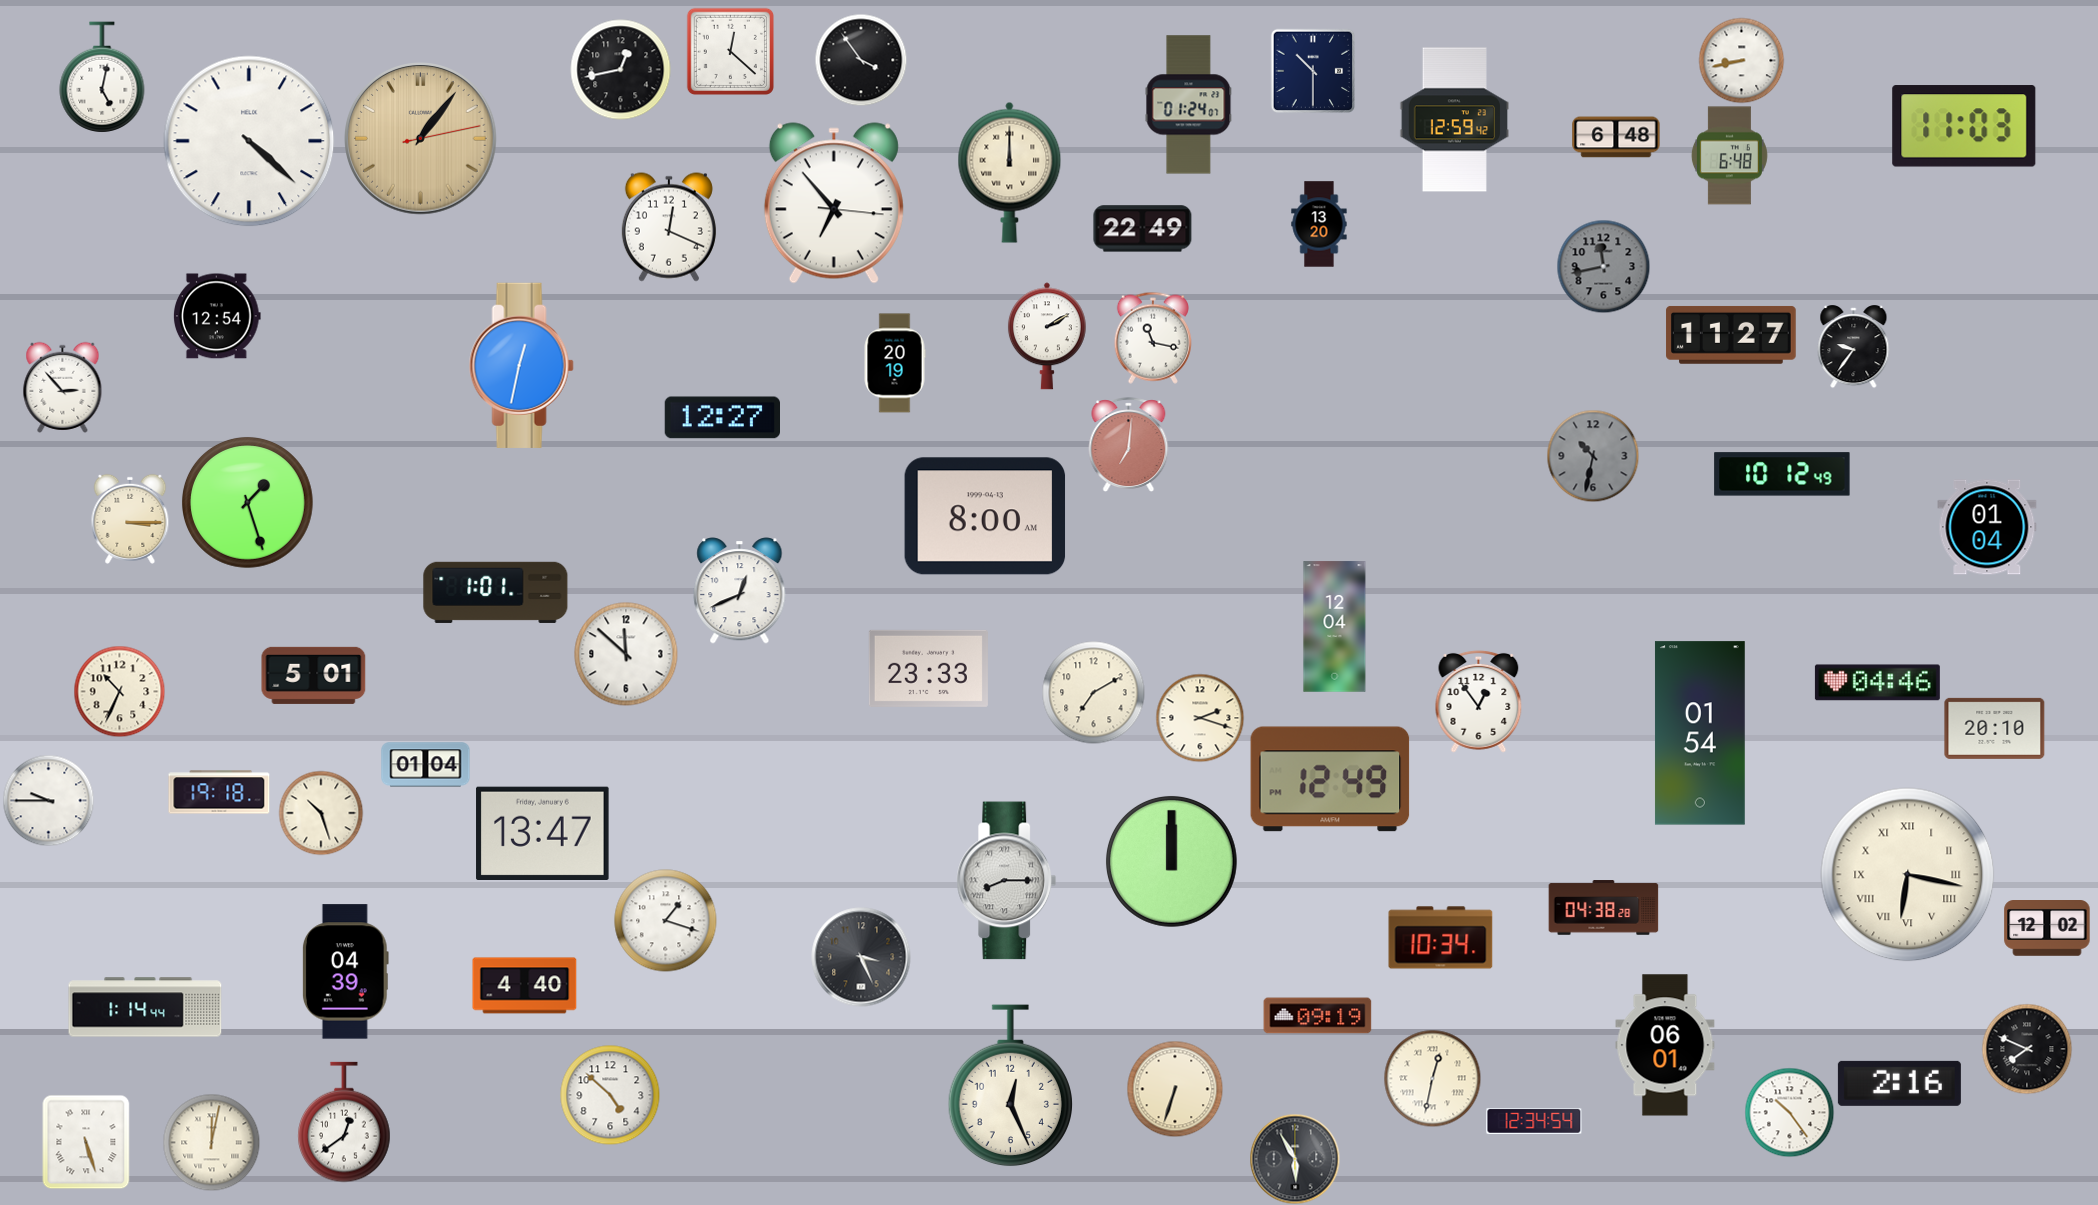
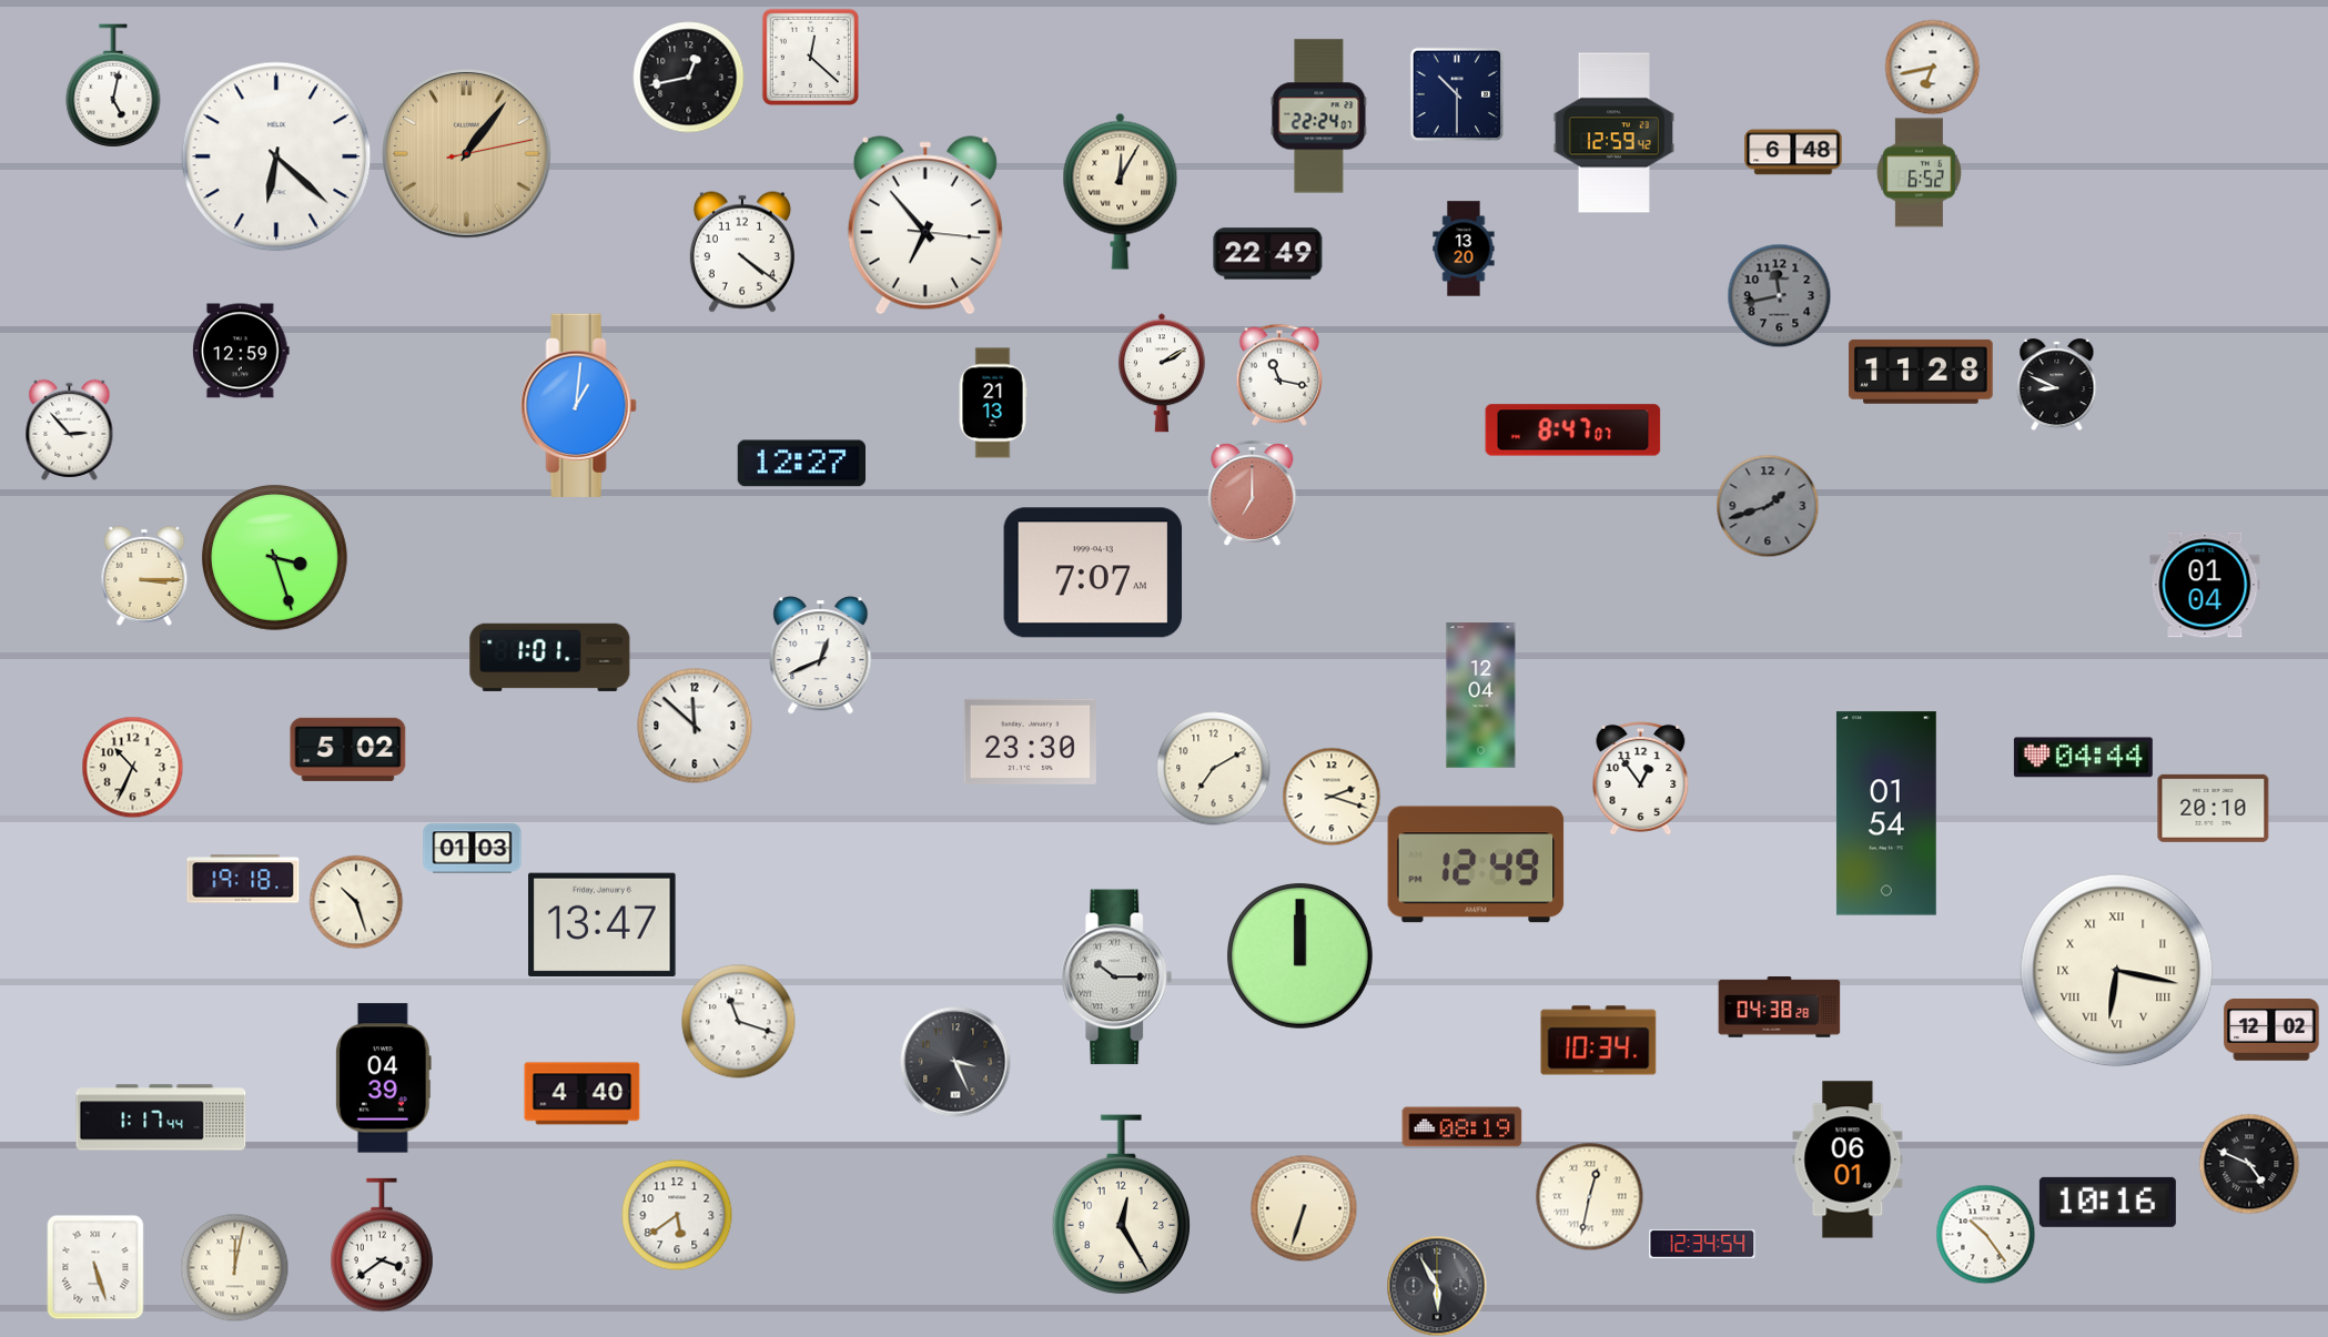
clock at (861, 60): 3:54 -> none
clock at (1741, 60): 8:43 -> 6:43
clock at (1313, 71) position: (1313, 71) -> (1457, 94)
clock at (1189, 105): 01:24 -> 22:24
clock at (1964, 126): 11:03 -> none
clock at (249, 141): 4:22 -> 6:22
clock at (1729, 156): 6:48 -> 6:52
clock at (1010, 172): 12:00 -> 12:05
clock at (669, 227): 12:19 -> 4:21
clock at (217, 316): 12:54 -> 12:59
clock at (1731, 335): 11:27 -> 11:28
clock at (1854, 347): 9:36 -> 8:49
clock at (895, 363): 20:19 -> 21:13
clock at (521, 365): 12:32 -> 1:01
clock at (1573, 431): none -> 8:47
clock at (1129, 444): 7:01 -> 7:00
clock at (1593, 456): 10:32 -> 1:42
clock at (1782, 474): 10:12 -> none
clock at (247, 502): 1:27 -> 3:27
clock at (985, 516): 8:00 -> 7:07
clock at (928, 668): 23:33 -> 23:30
clock at (314, 675): 5:01 -> 5:02
clock at (1877, 683): 04:46 -> 04:44
clock at (426, 765): 01:04 -> 01:03
clock at (48, 800): 9:45 -> none
clock at (1007, 881): 8:15 -> 10:15
clock at (666, 921): 1:18 -> 11:18
clock at (145, 1007): 1:14 -> 1:17
clock at (1318, 1016): 09:19 -> 08:19
clock at (2027, 1049): 7:49 -> 4:49
clock at (1899, 1083): 2:16 -> 10:16
clock at (1010, 1086): 12:26 -> 12:25
clock at (610, 1095): 4:52 -> 5:39
clock at (344, 1122): 12:39 -> 3:39
